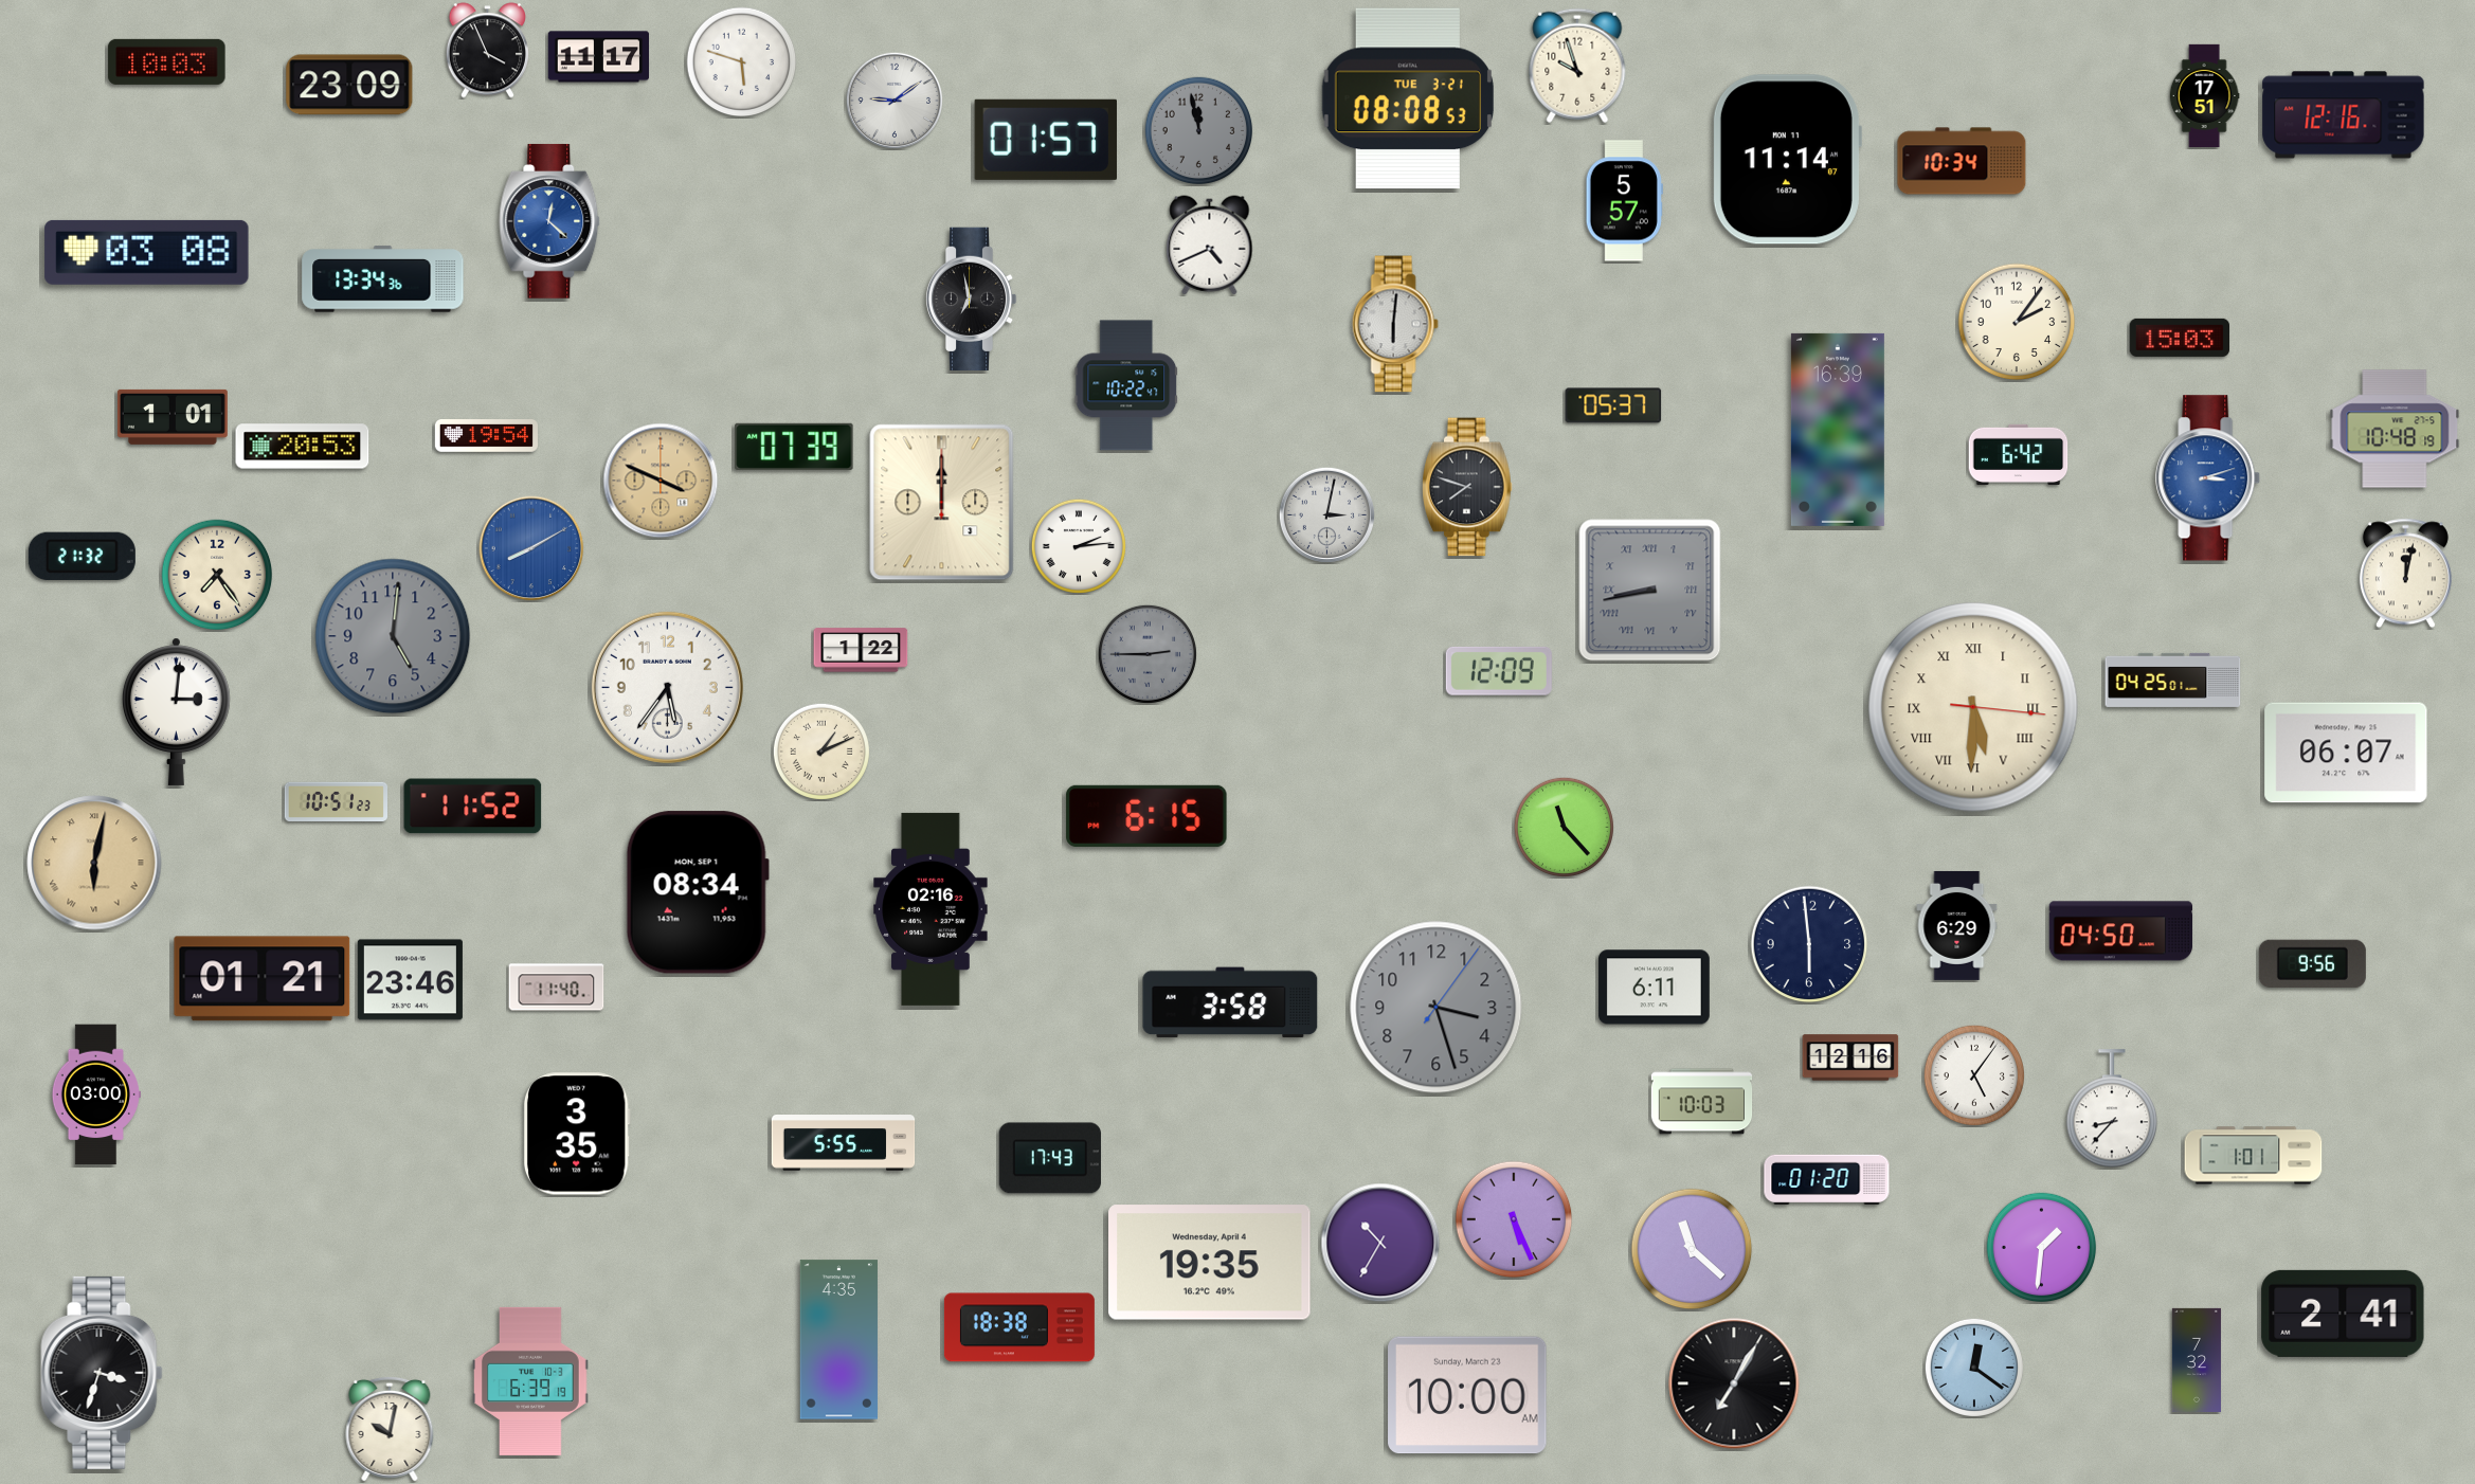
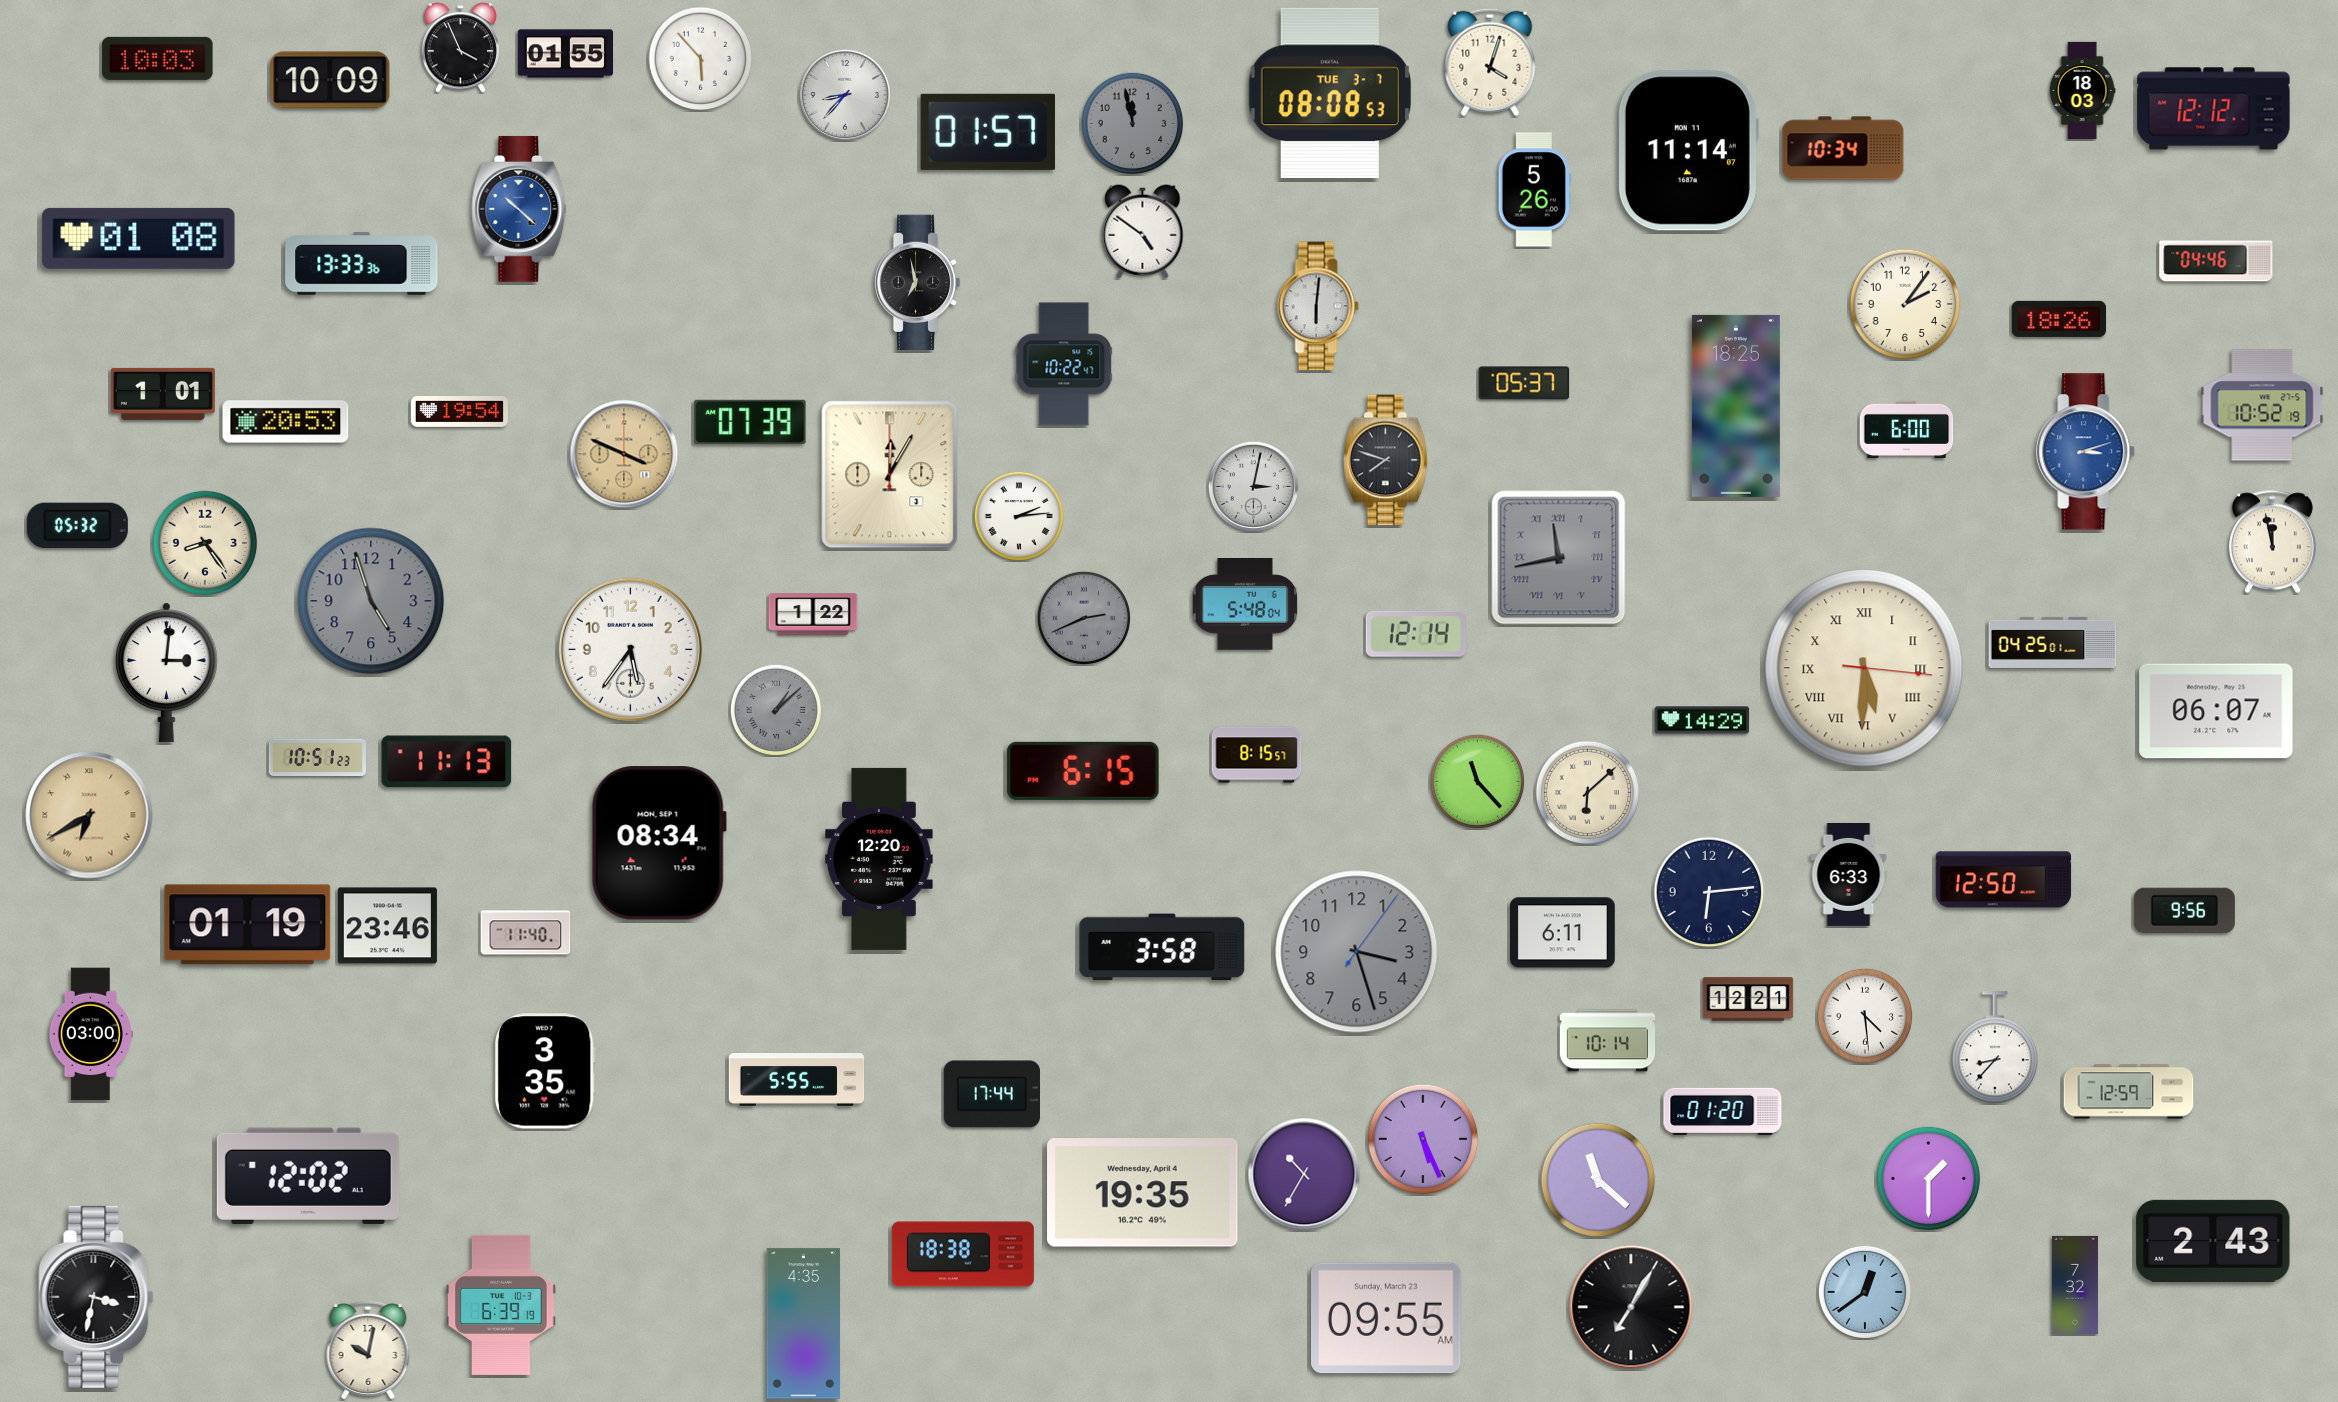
clock at (599, 57): 11:17 -> 01:55
clock at (742, 62): 5:48 -> 5:53
clock at (1577, 66): 9:57 -> 4:03
clock at (349, 85): 23:09 -> 10:09
clock at (2204, 96): 17:51 -> 18:03
clock at (1408, 98) date: TUE 3-21 -> TUE 3-7
clock at (895, 101): 9:09 -> 8:37
clock at (2344, 115): 12:16 -> 12:12
clock at (1962, 161) position: (1962, 161) -> (1843, 148)
clock at (1624, 201): 5:57 -> 5:26
clock at (549, 221): 12:22 -> 10:22
clock at (1210, 246): 4:41 -> 4:51
clock at (147, 252): 03:08 -> 01:08
clock at (2216, 261): none -> 04:46
clock at (383, 279): 13:34 -> 13:33
clock at (2180, 338): 15:03 -> 18:26
clock at (2395, 429): 10:48 -> 10:52
clock at (1838, 430): 16:39 -> 18:25
clock at (2019, 454): 6:42 -> 6:00
clock at (942, 503): 12:00 -> 12:05
clock at (531, 548): 8:10 -> none
clock at (82, 556): 21:32 -> 05:32
clock at (2405, 574): 12:02 -> 11:58
clock at (217, 575): 7:24 -> 8:24
clock at (1650, 591): 8:43 -> 11:43
clock at (393, 636): 5:01 -> 4:57
clock at (1245, 605): none -> 5:48
clock at (1148, 654): 2:45 -> 2:41
clock at (1499, 671): 12:09 -> 12:14
clock at (821, 752): 1:11 -> 1:08
clock at (821, 752) dial: cream -> grey
clock at (1702, 720): none -> 14:29
clock at (1257, 755): none -> 8:15
clock at (473, 807): 11:52 -> 11:13
clock at (1588, 793): none -> 6:08
clock at (94, 863): 6:02 -> 6:40
clock at (931, 909): 02:16 -> 12:20
clock at (1957, 925): 6:29 -> 6:33
clock at (2121, 931): 04:50 -> 12:50
clock at (1809, 944): 5:59 -> 6:14
clock at (263, 979): 01:21 -> 01:19
clock at (1850, 1057): 12:16 -> 12:21
clock at (1973, 1074): 5:06 -> 4:29
clock at (1702, 1102): 10:03 -> 10:14
clock at (2254, 1156): 1:01 -> 12:59
clock at (1050, 1158): 17:43 -> 17:44
clock at (1827, 1180) position: (1827, 1180) -> (1723, 1112)
clock at (1514, 1219) position: (1514, 1219) -> (1423, 1139)
clock at (308, 1176): none -> 12:02
clock at (2042, 1248): 1:31 -> 1:30
clock at (2343, 1314): 2:41 -> 2:43
clock at (838, 1340) position: (838, 1340) -> (803, 1324)
clock at (1974, 1368): 12:21 -> 12:39
clock at (102, 1373): 3:33 -> 3:32
clock at (1734, 1383) position: (1734, 1383) -> (1631, 1307)
clock at (1467, 1395): 10:00 -> 09:55
